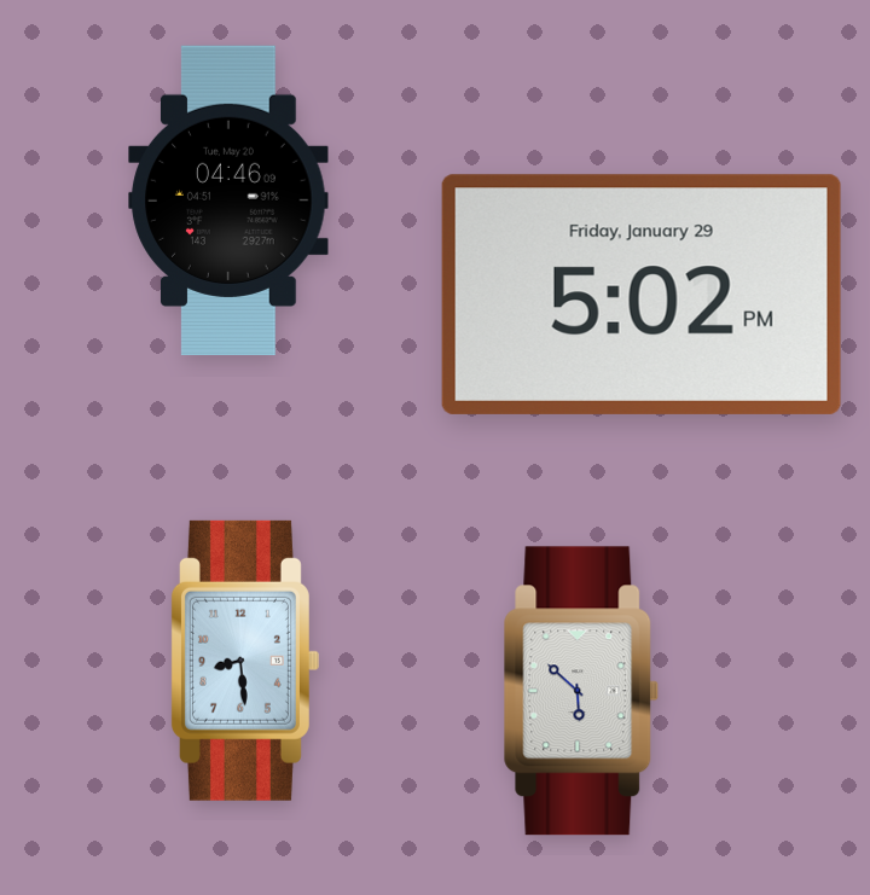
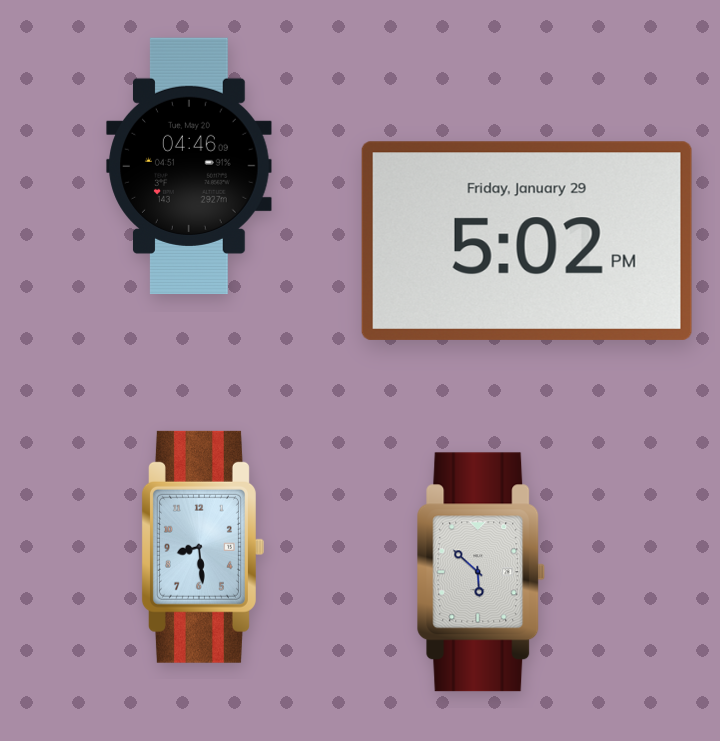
clock at (642, 295) position: (642, 295) -> (527, 241)
